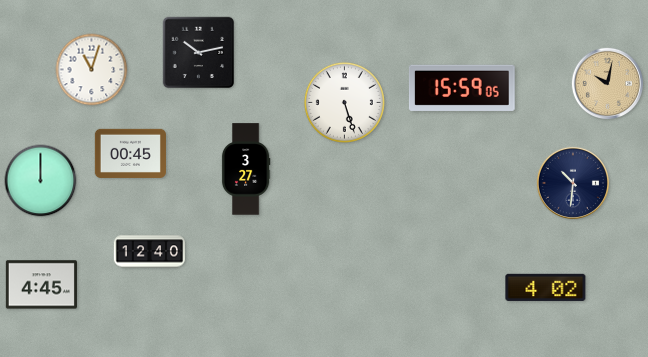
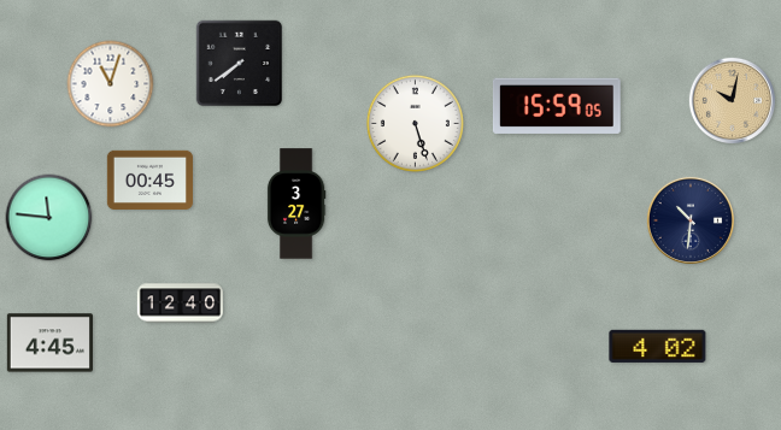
clock at (199, 53): 10:13 -> 7:39
clock at (130, 153) position: (130, 153) -> (149, 179)
clock at (41, 181): 12:00 -> 11:46
